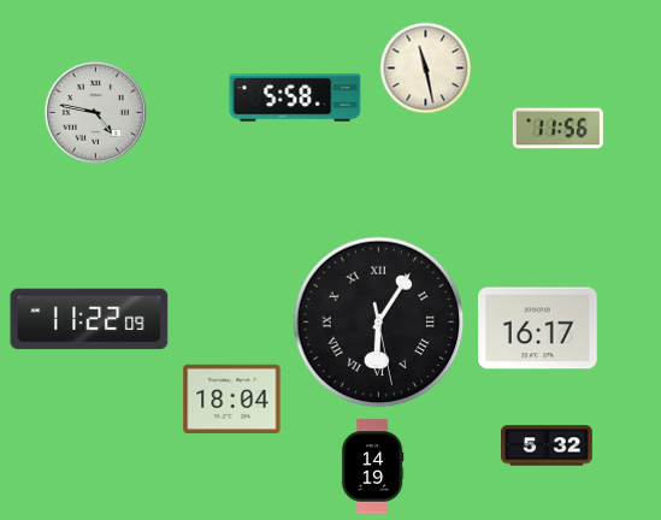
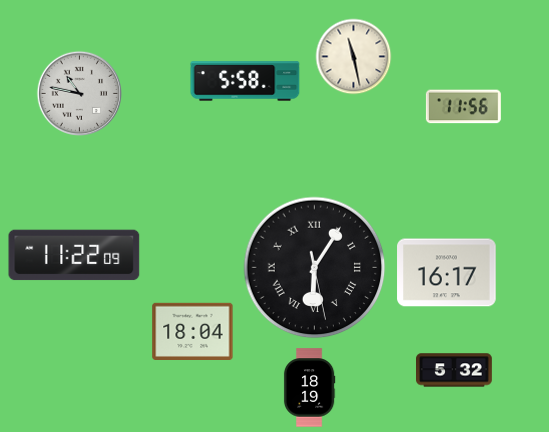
clock at (95, 112): 4:47 -> 10:47
clock at (89, 319) position: (89, 319) -> (74, 255)
clock at (372, 467): 14:19 -> 18:19
